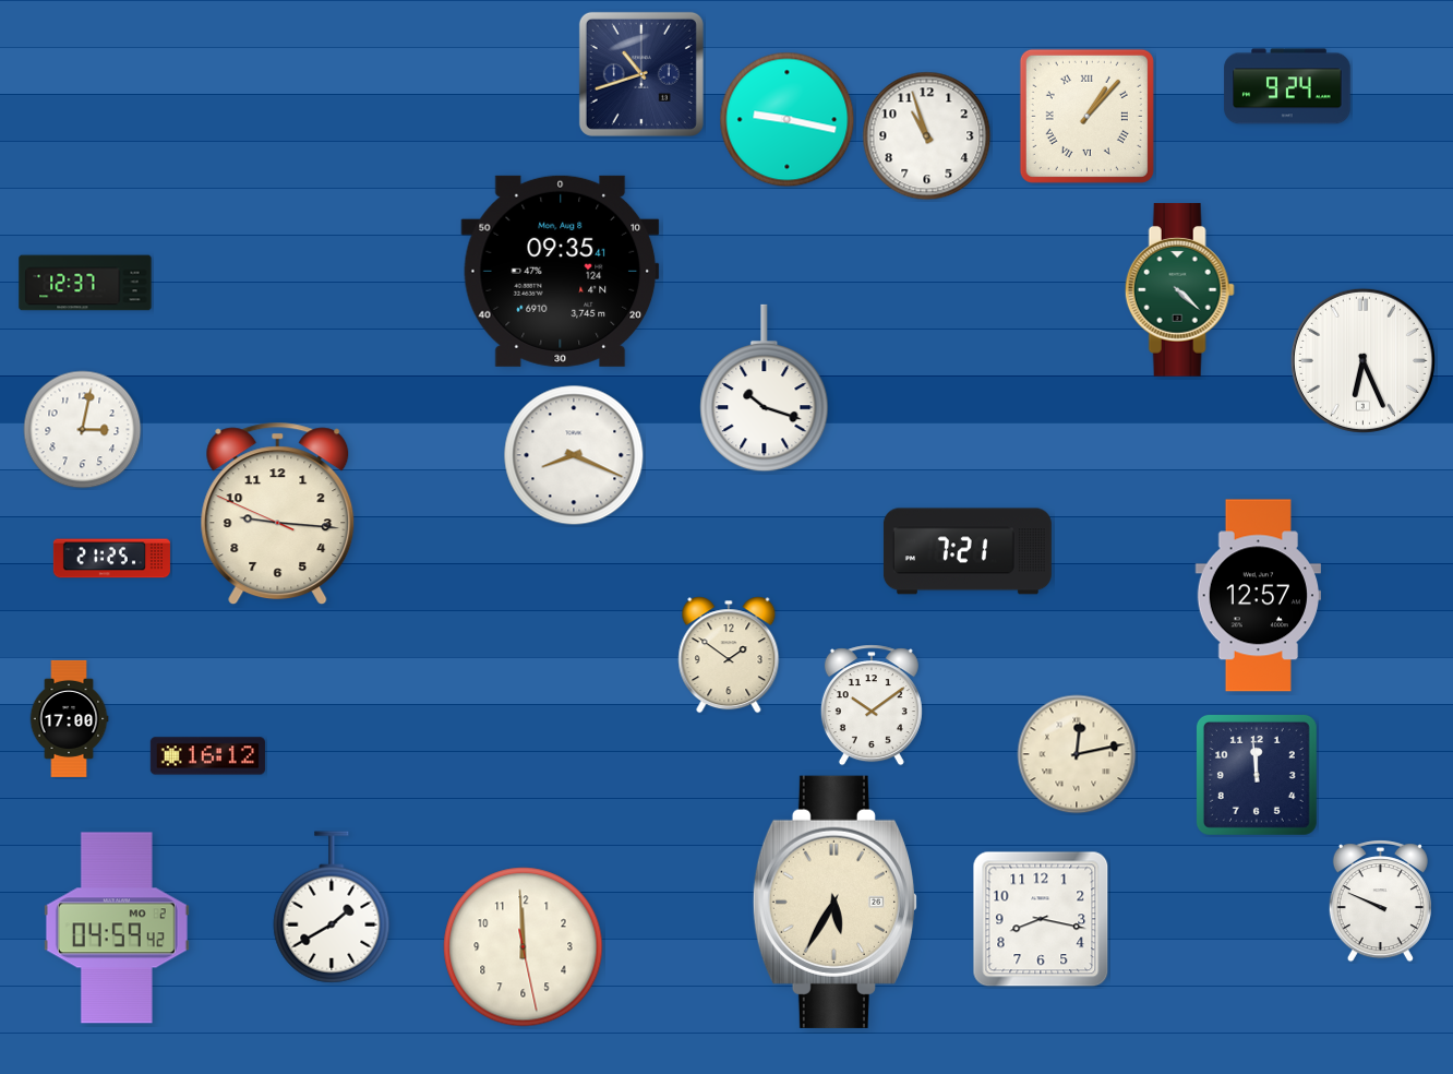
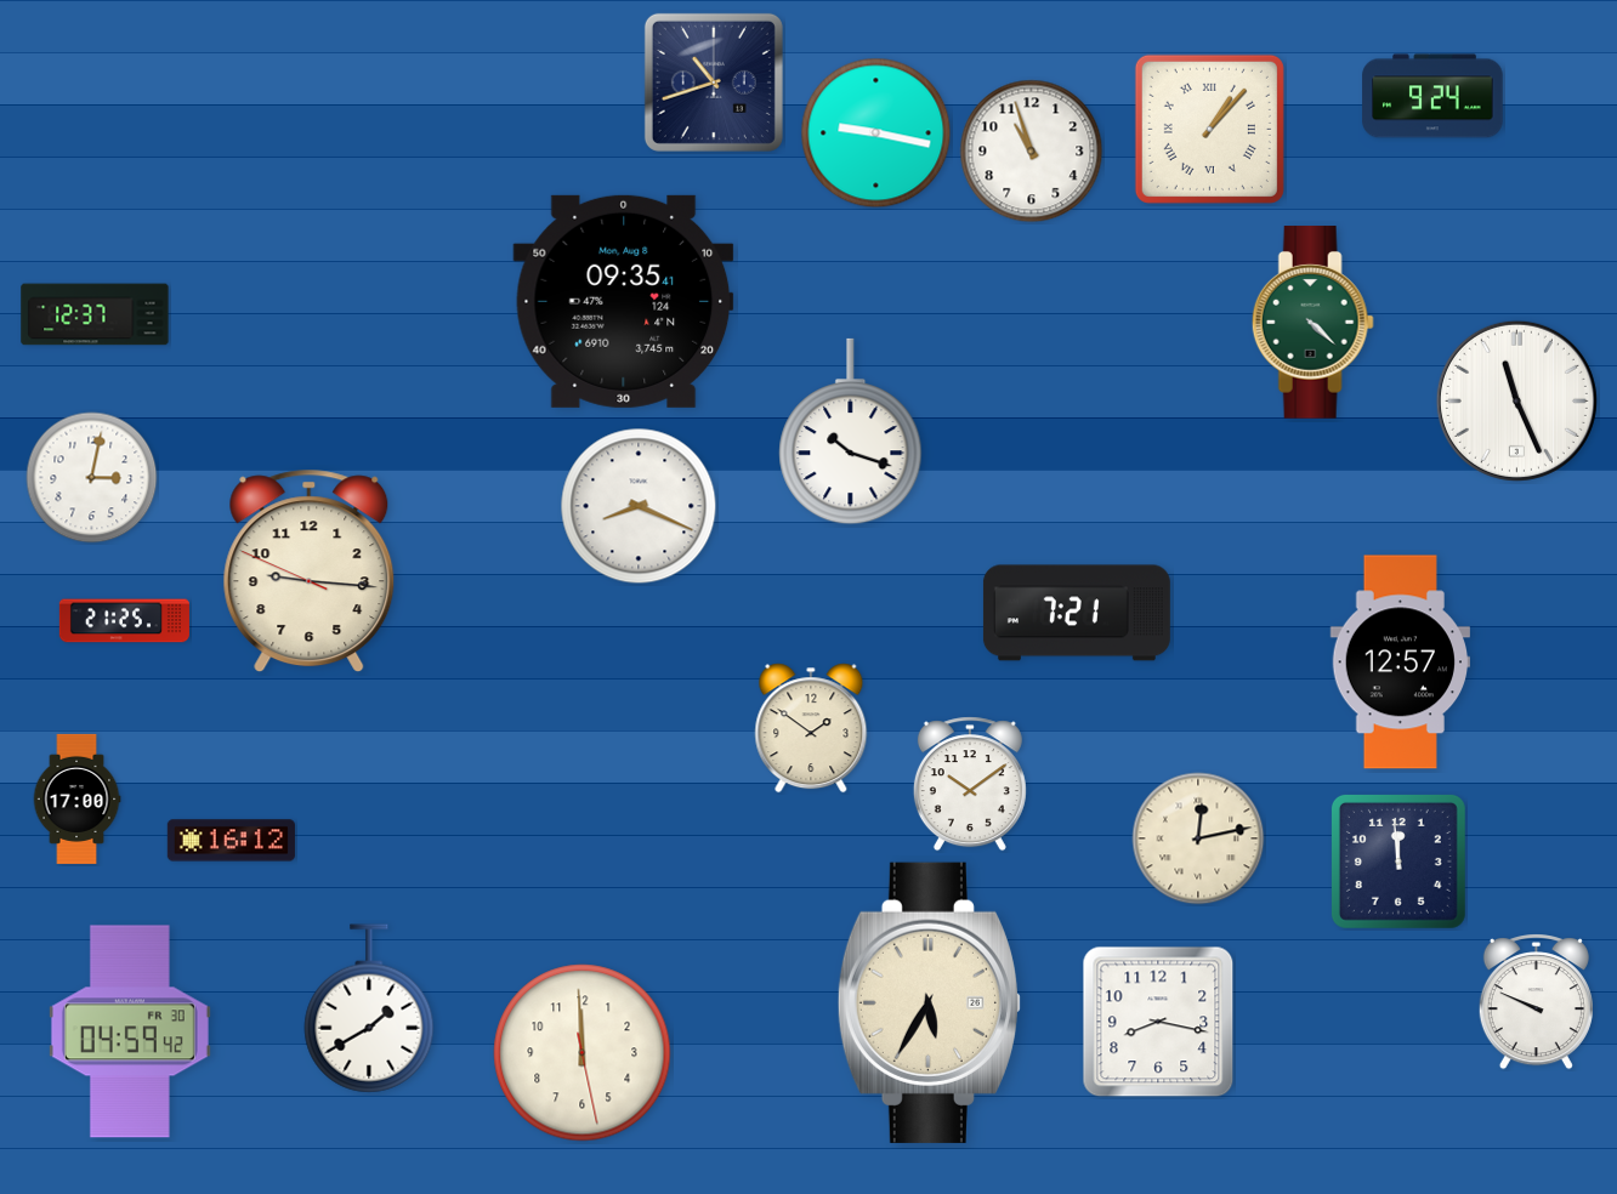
clock at (1362, 360): 6:26 -> 11:26
clock at (117, 928) date: MO 2 -> FR 30
